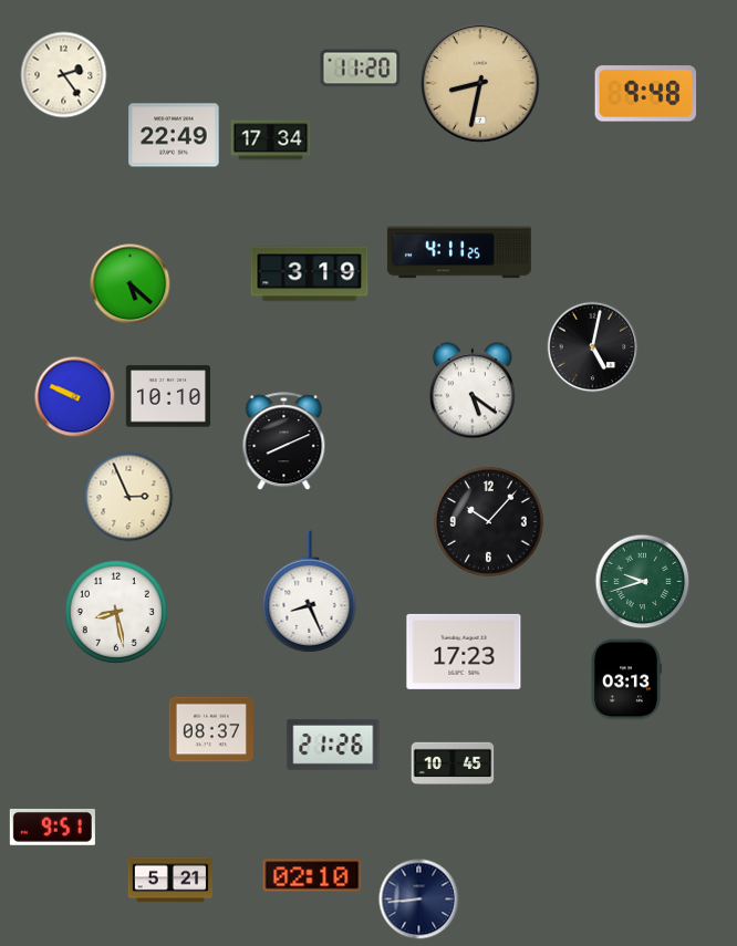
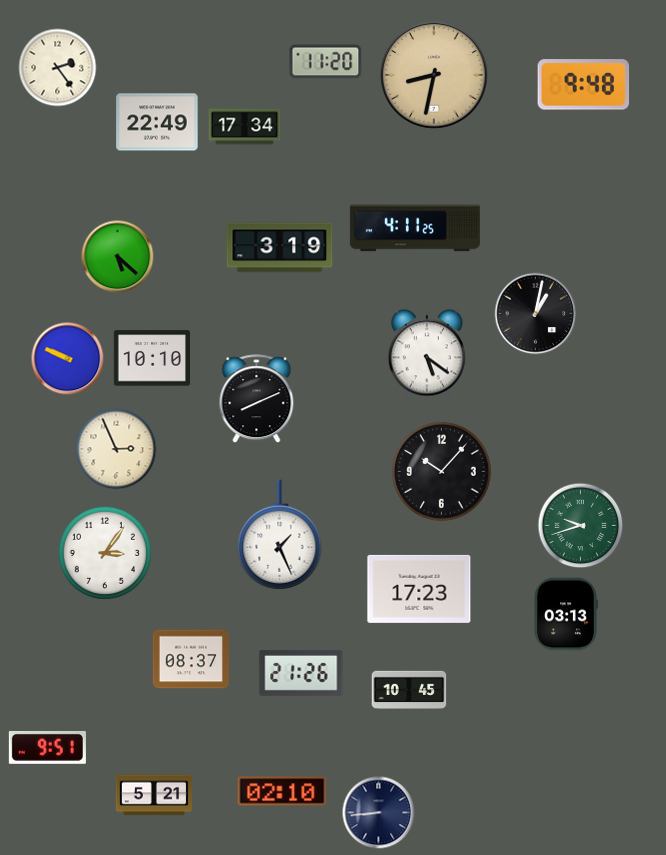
clock at (593, 347): 5:02 -> 1:02
clock at (310, 592): 8:26 -> 1:26
clock at (116, 612): 8:28 -> 3:06
